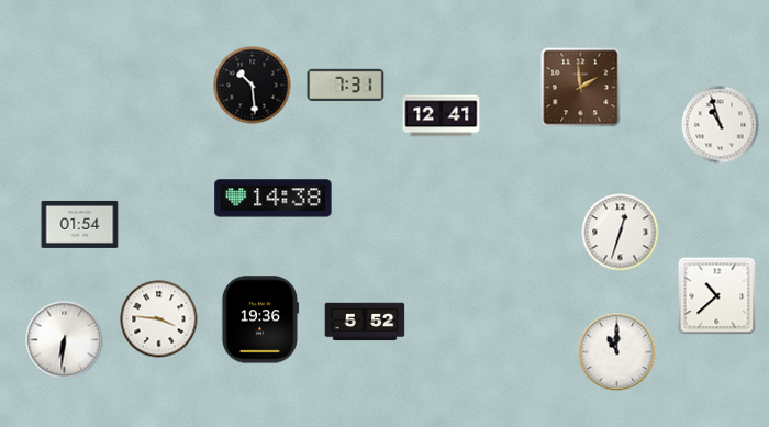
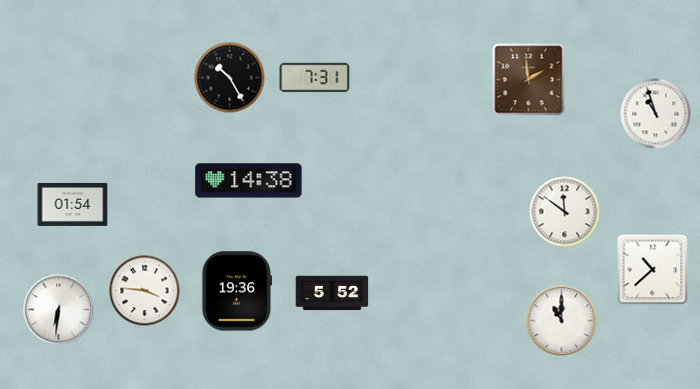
clock at (253, 86): 10:29 -> 10:25
clock at (442, 116): 12:41 -> none
clock at (621, 233): 12:33 -> 11:51
